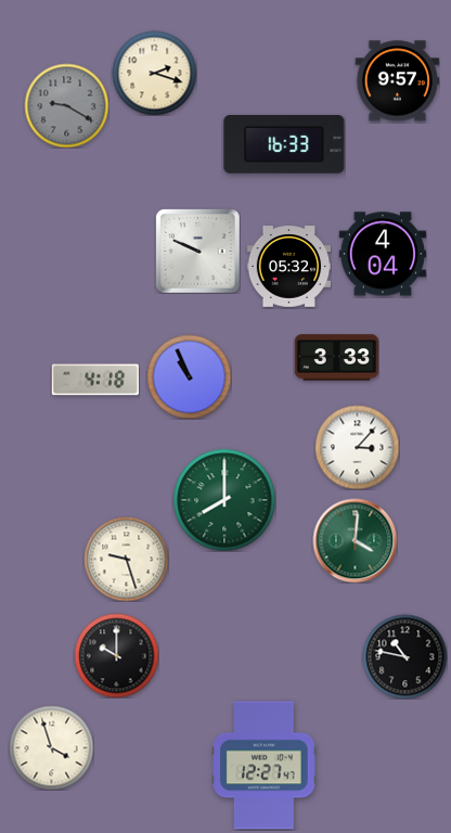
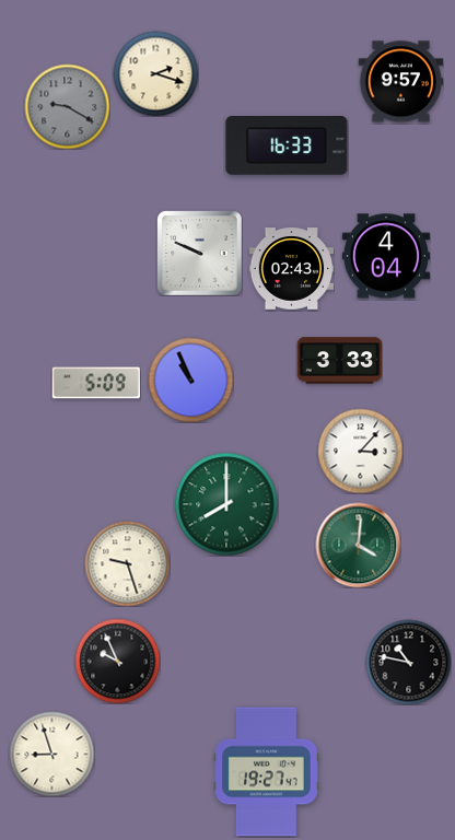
clock at (288, 267): 05:32 -> 02:43
clock at (95, 380): 4:18 -> 5:09
clock at (116, 655): 10:00 -> 9:56
clock at (51, 747): 3:57 -> 8:57
clock at (265, 766): 12:27 -> 19:27
